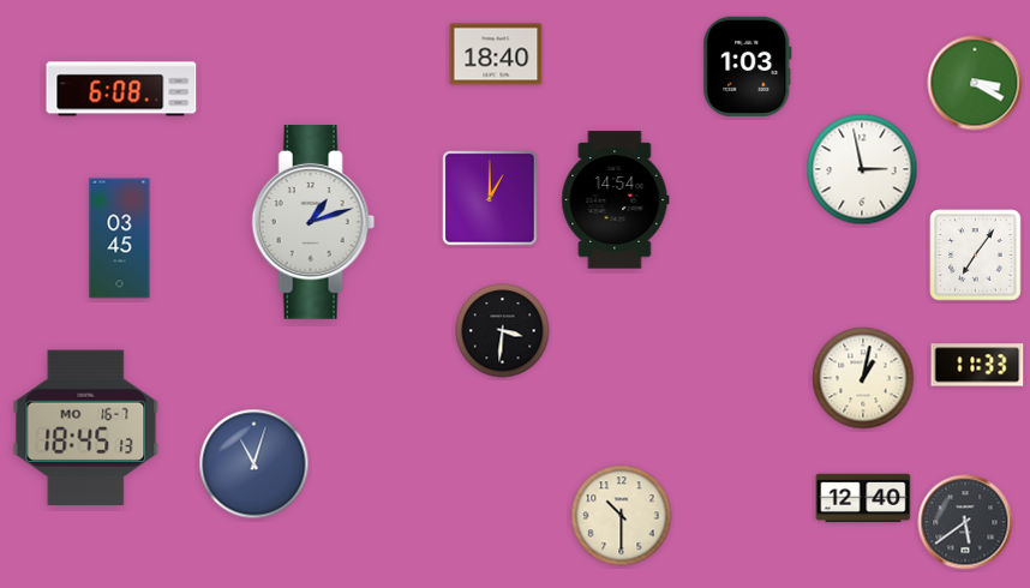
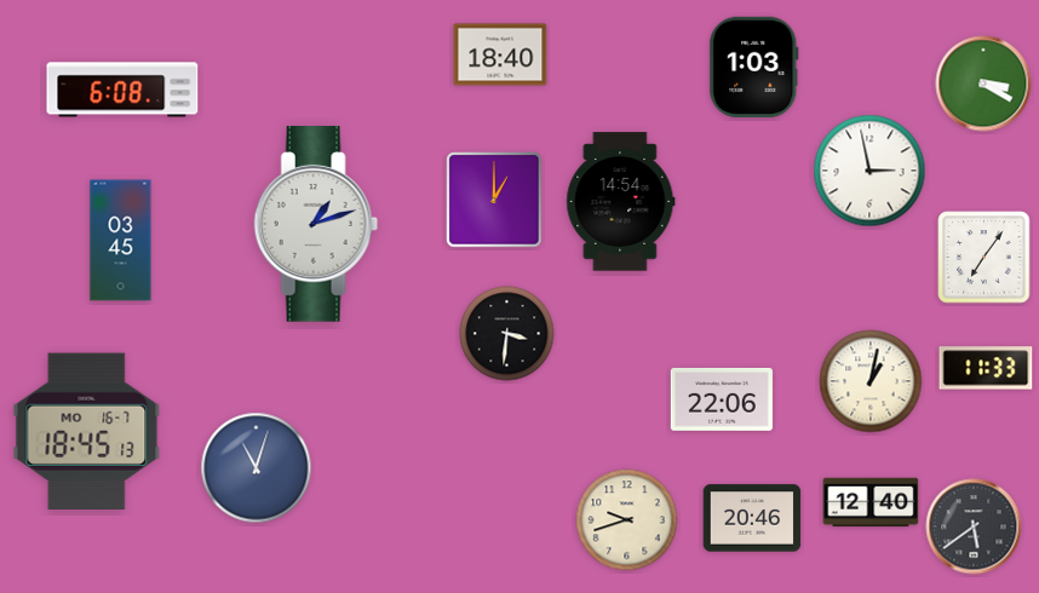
clock at (722, 399): none -> 22:06
clock at (752, 518): none -> 20:46
clock at (622, 516): 10:30 -> 9:42
